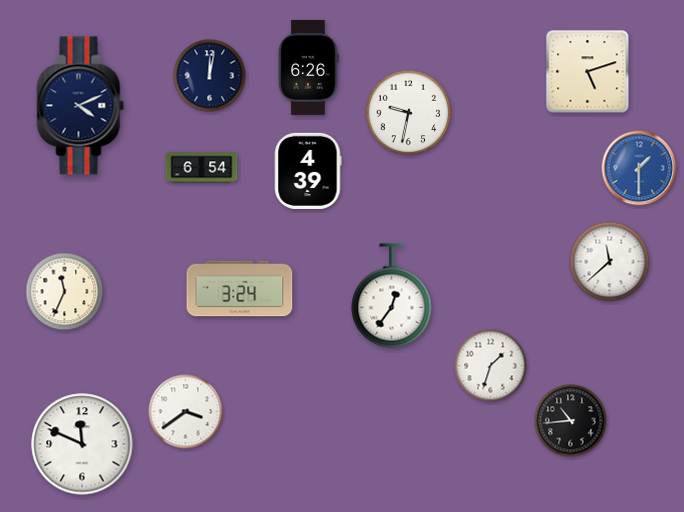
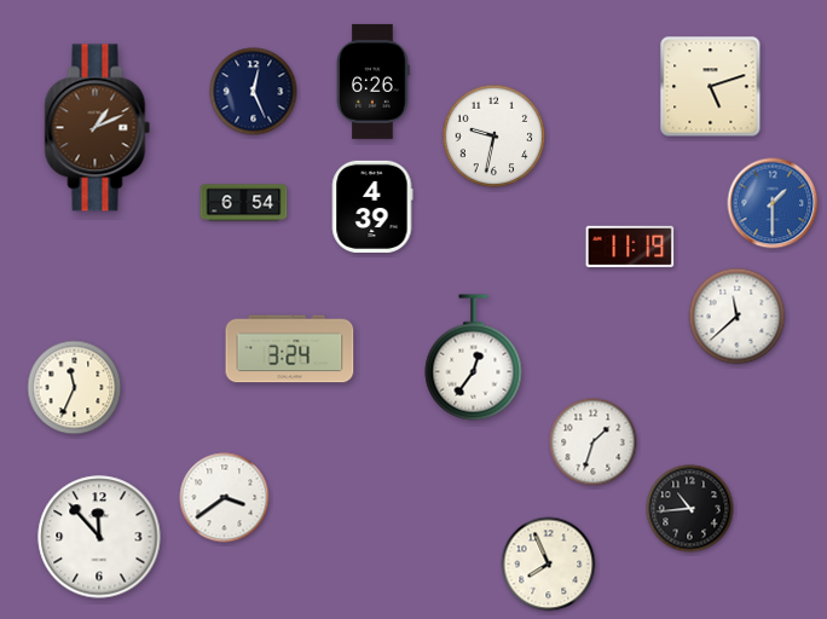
clock at (210, 76): 12:02 -> 12:26
clock at (81, 106): 4:11 -> 1:11
clock at (81, 106) dial: navy -> brown
clock at (630, 247): none -> 11:19
clock at (65, 292) position: (65, 292) -> (75, 388)
clock at (82, 444): 11:49 -> 11:53
clock at (549, 565): none -> 7:56
